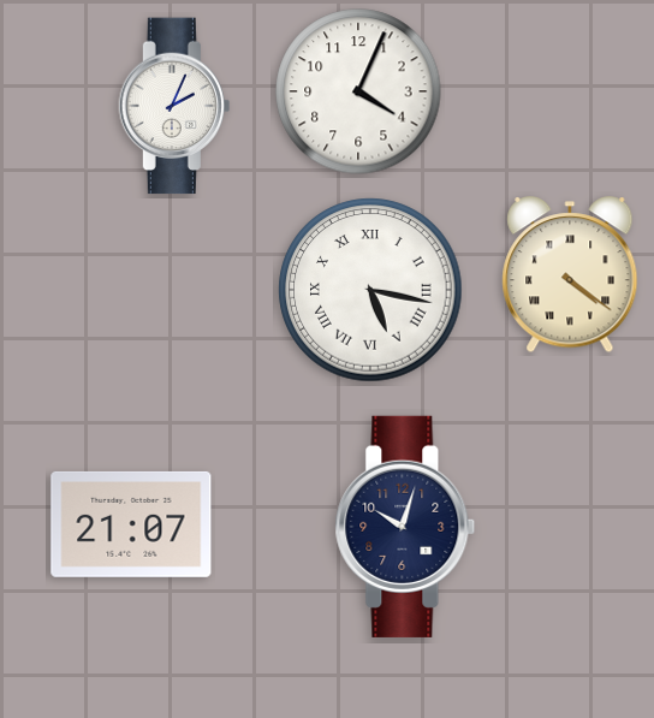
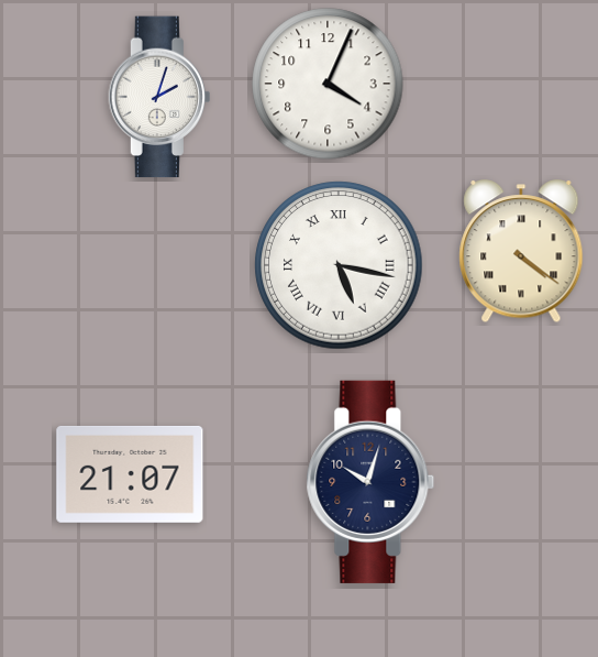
clock at (173, 106): 2:04 -> 2:03
clock at (131, 524) position: (131, 524) -> (130, 474)
